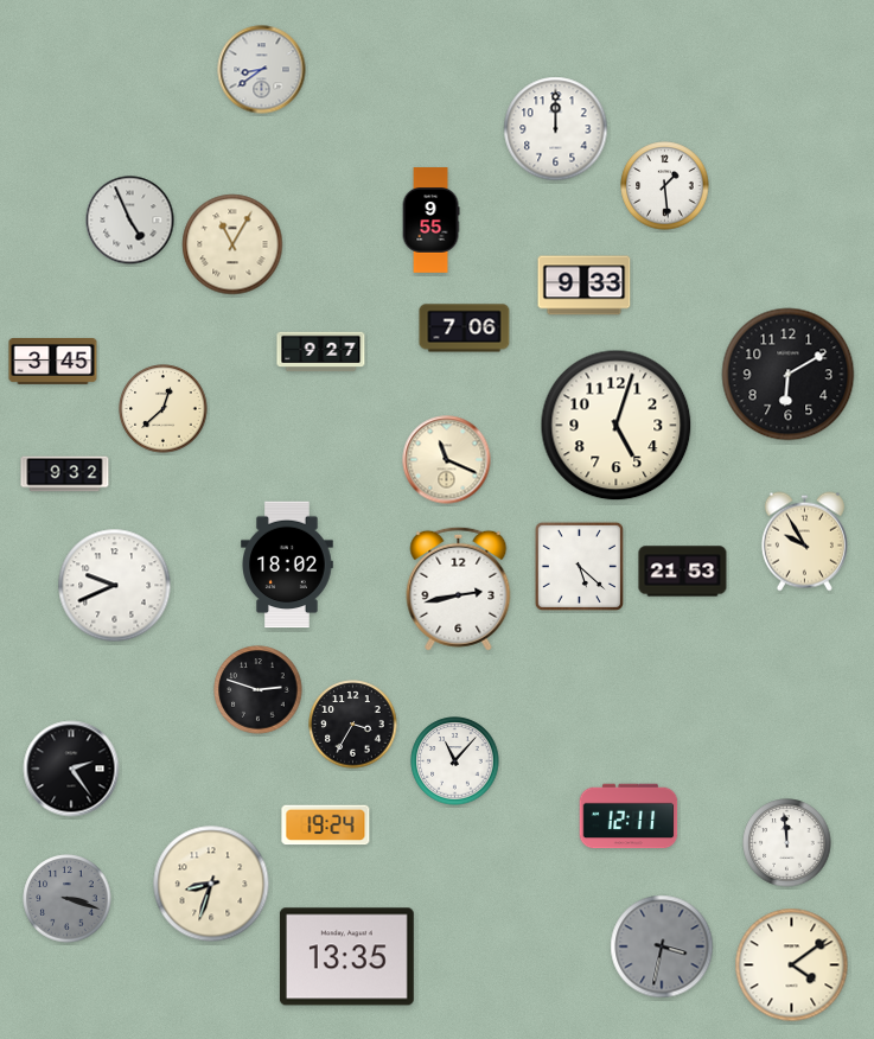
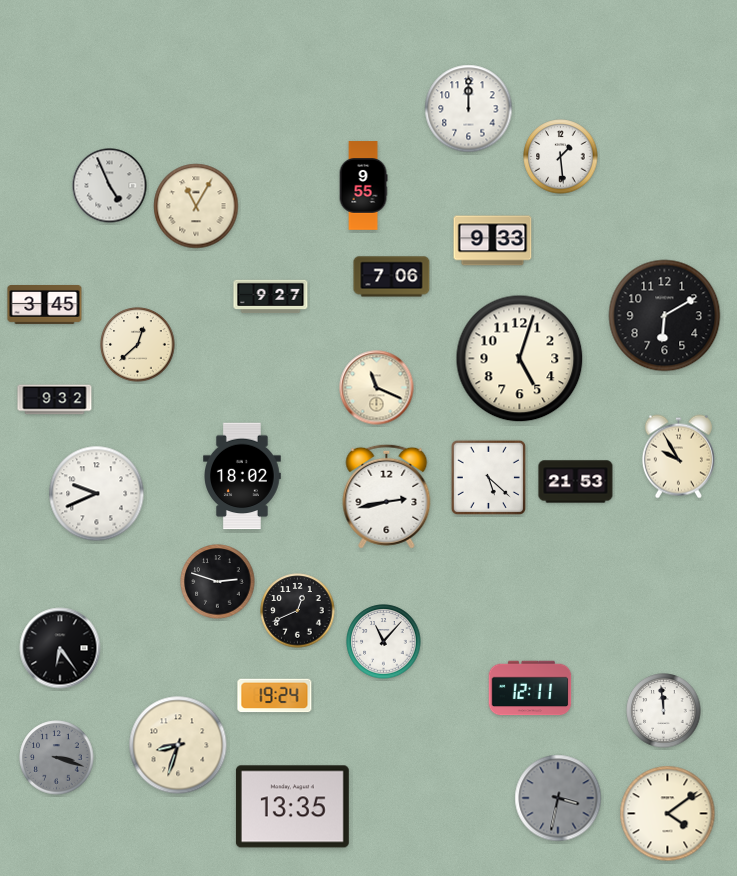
clock at (262, 70): 8:39 -> none
clock at (353, 725): 3:35 -> 12:41
clock at (71, 769): 2:24 -> 6:24
